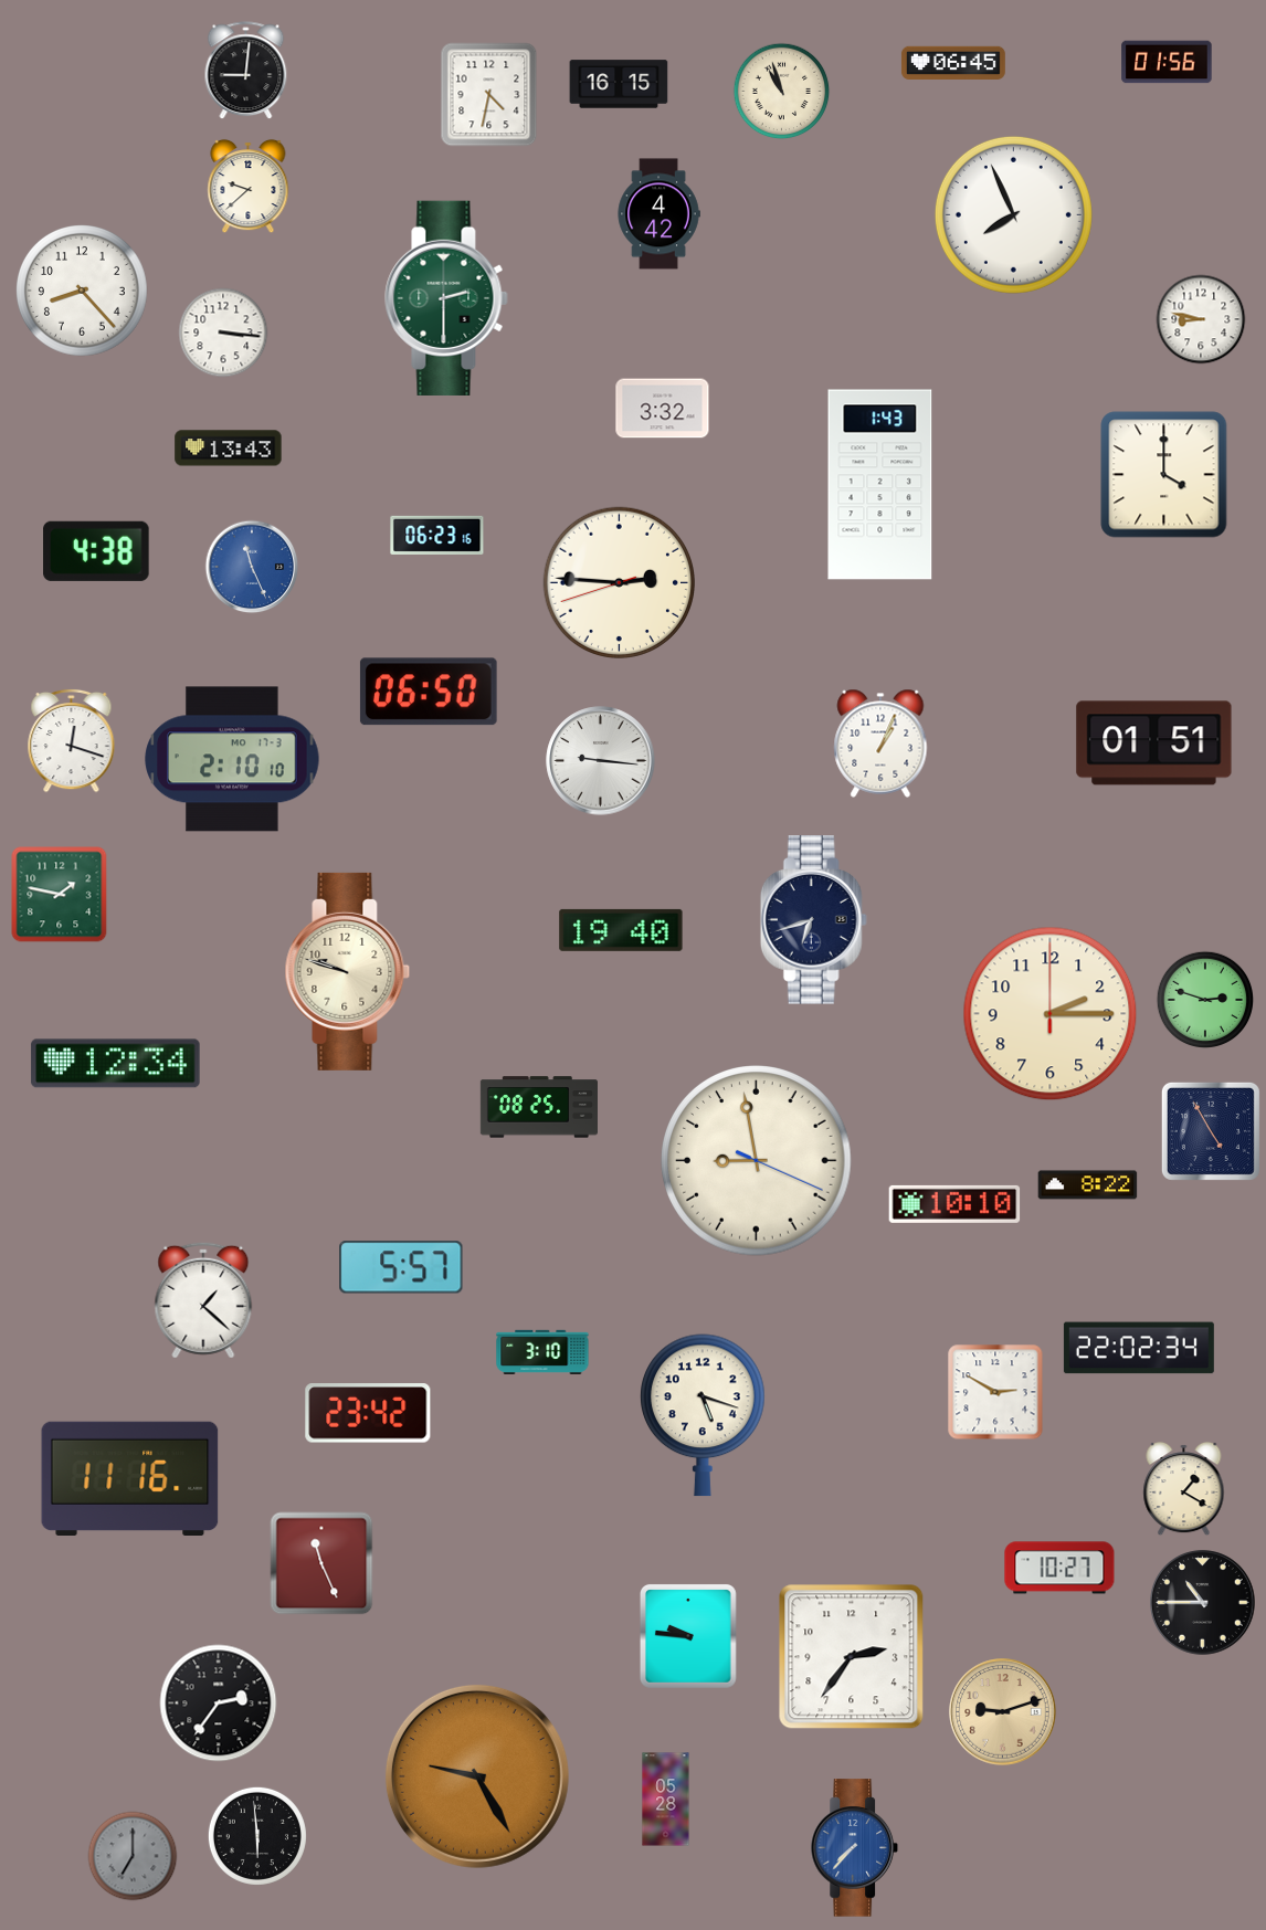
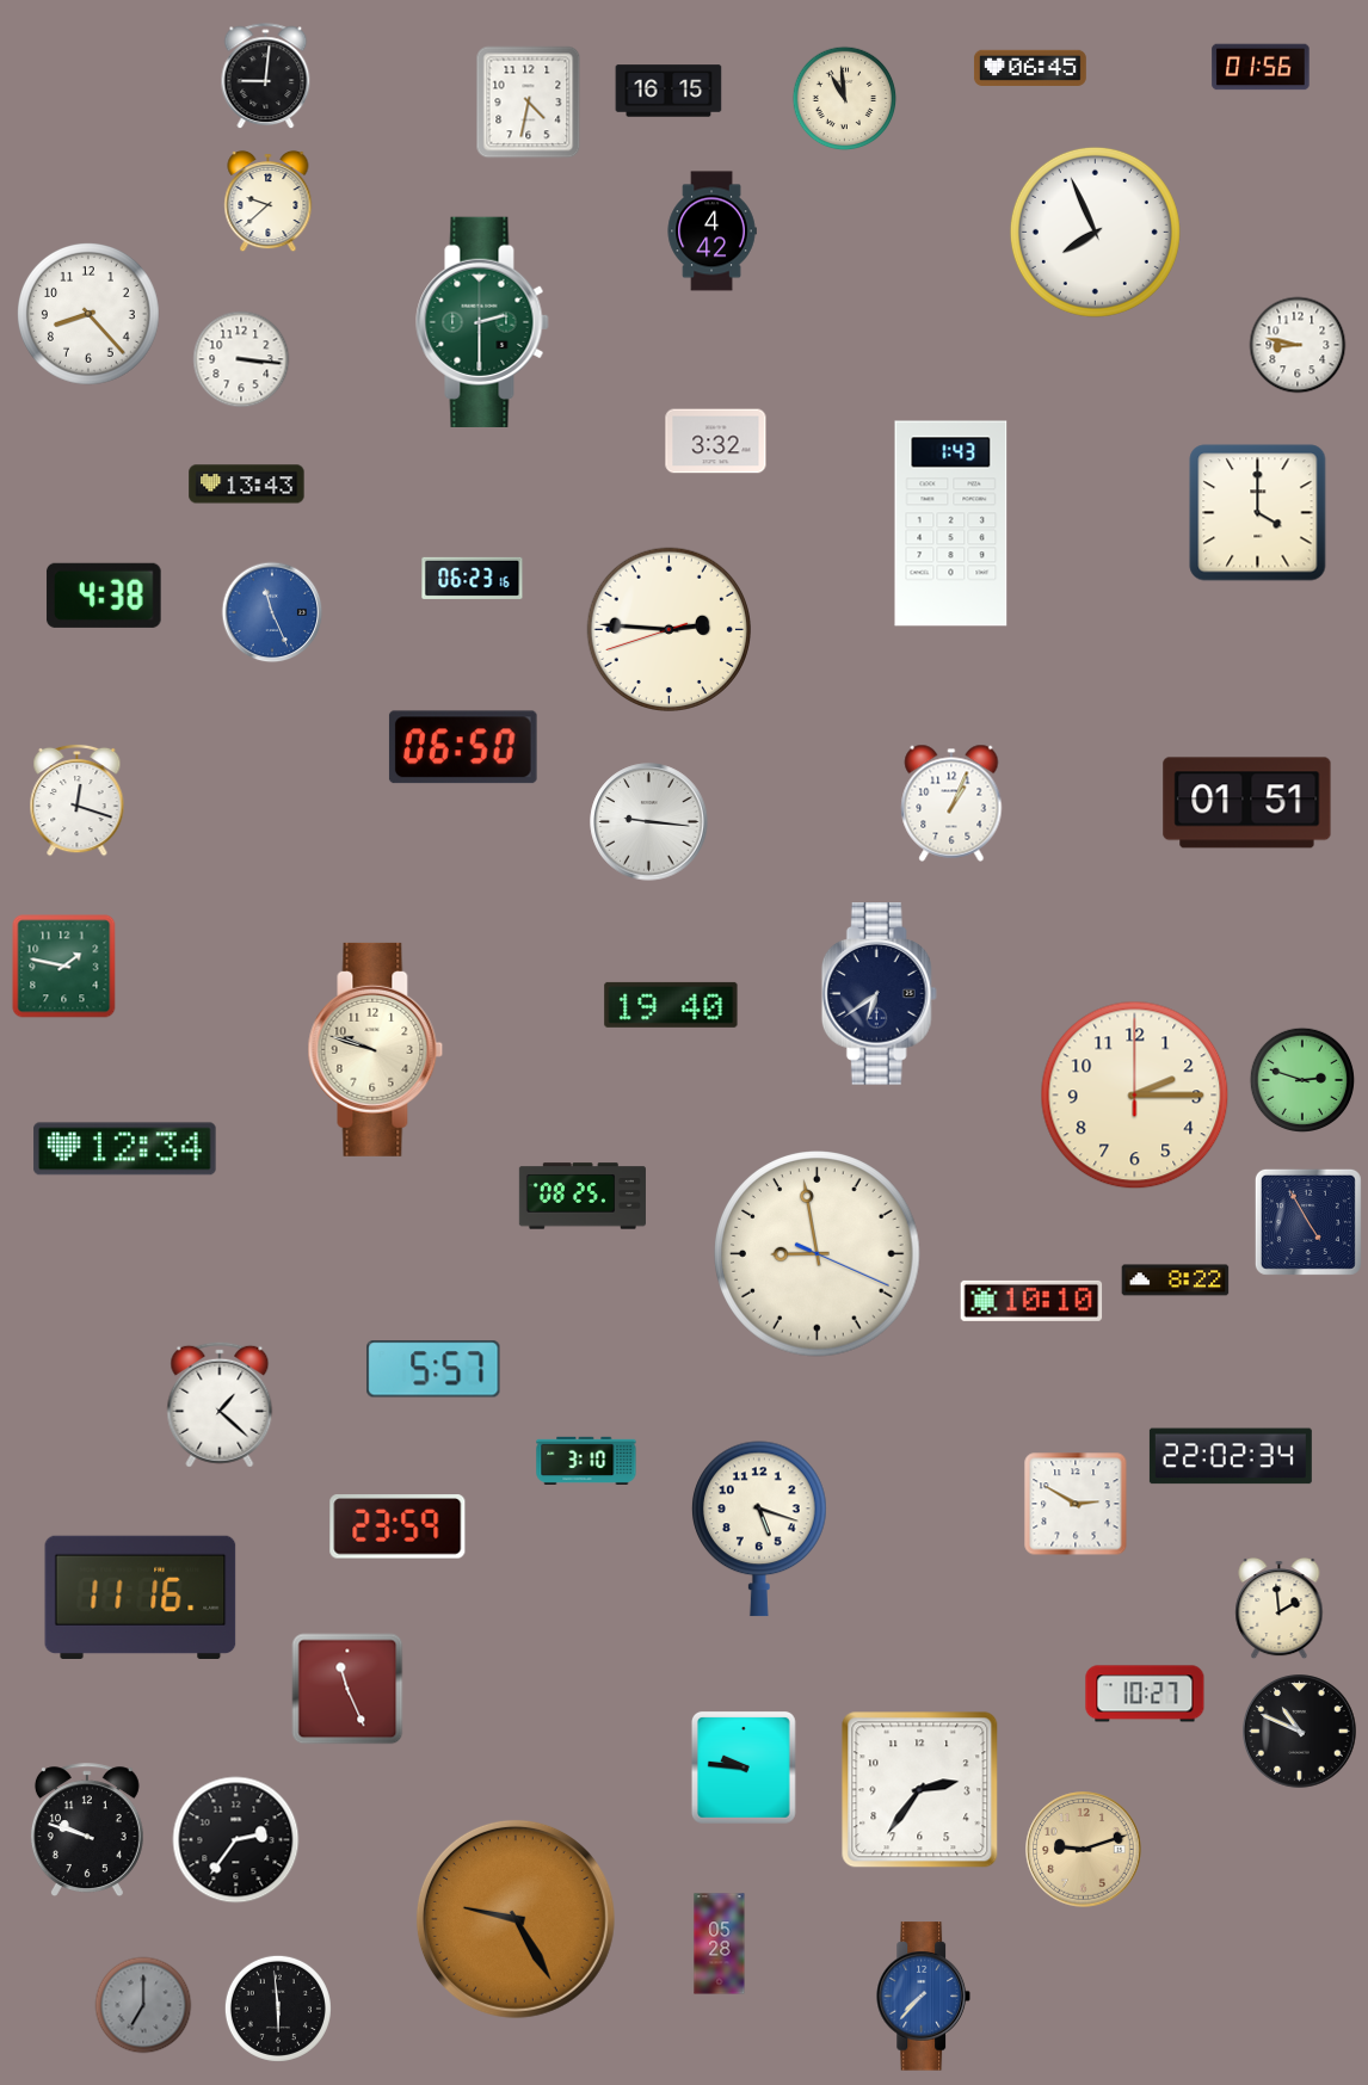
clock at (782, 92): 10:57 -> 10:59
clock at (232, 759): 2:10 -> none
clock at (813, 920): 6:42 -> 6:39
clock at (368, 1413): 23:42 -> 23:59
clock at (1184, 1489): 1:20 -> 1:59
clock at (1203, 1603): 10:45 -> 10:49
clock at (87, 1831): none -> 9:48
clock at (257, 1836) position: (257, 1836) -> (278, 2009)
